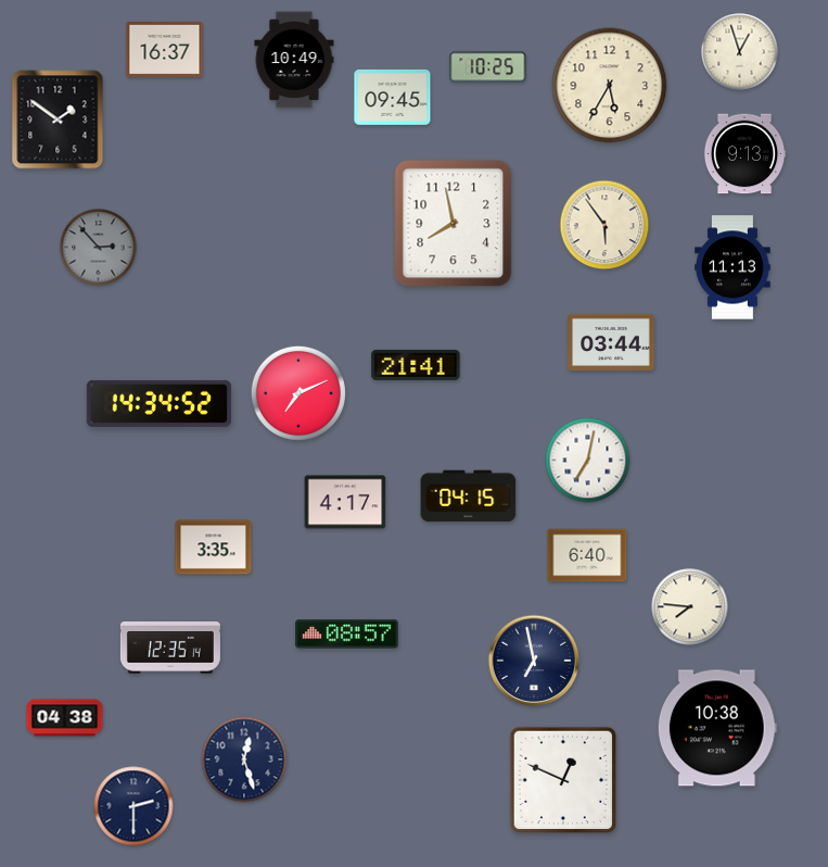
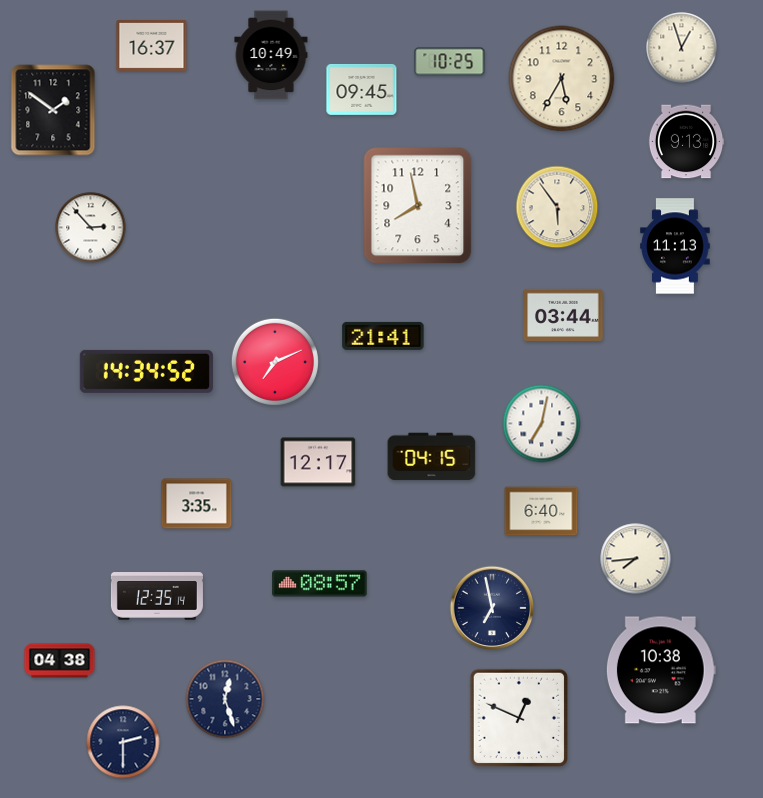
clock at (99, 248) dial: grey -> white
clock at (345, 502): 4:17 -> 12:17
clock at (690, 607): 7:46 -> 7:44
